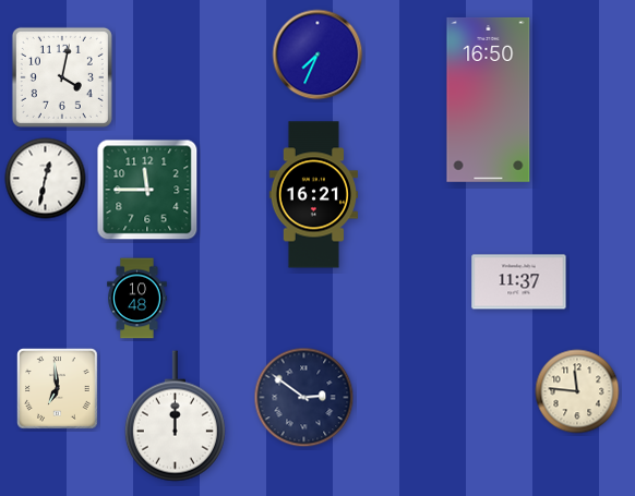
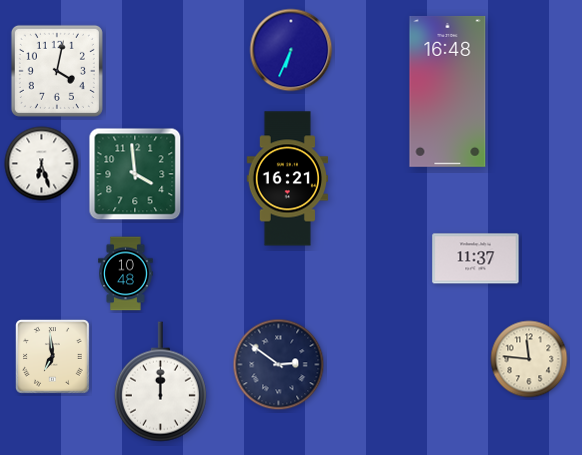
clock at (317, 55): 7:34 -> 6:34
clock at (489, 99): 16:50 -> 16:48
clock at (46, 179): 12:32 -> 6:27
clock at (147, 190): 11:45 -> 3:59
